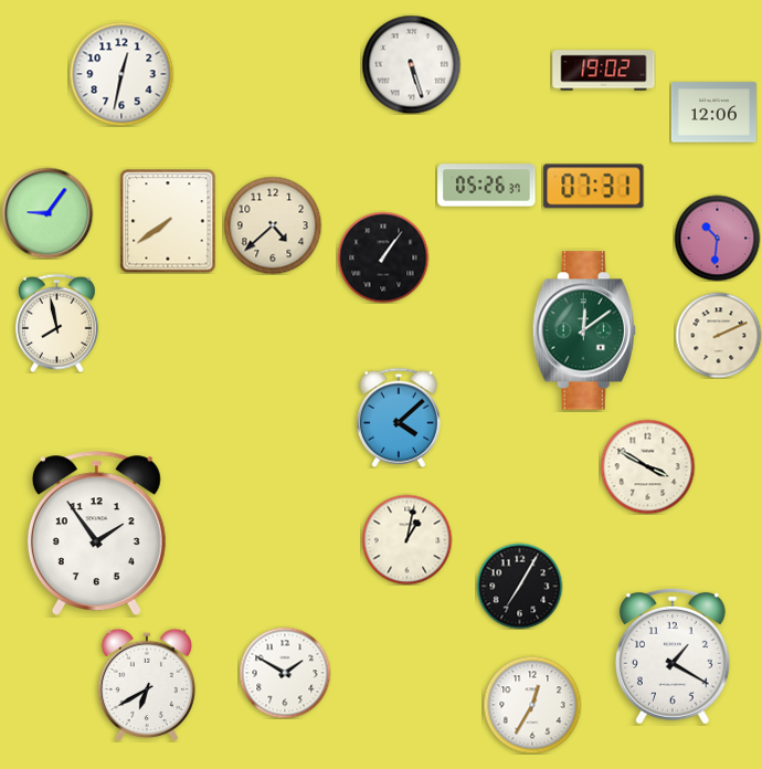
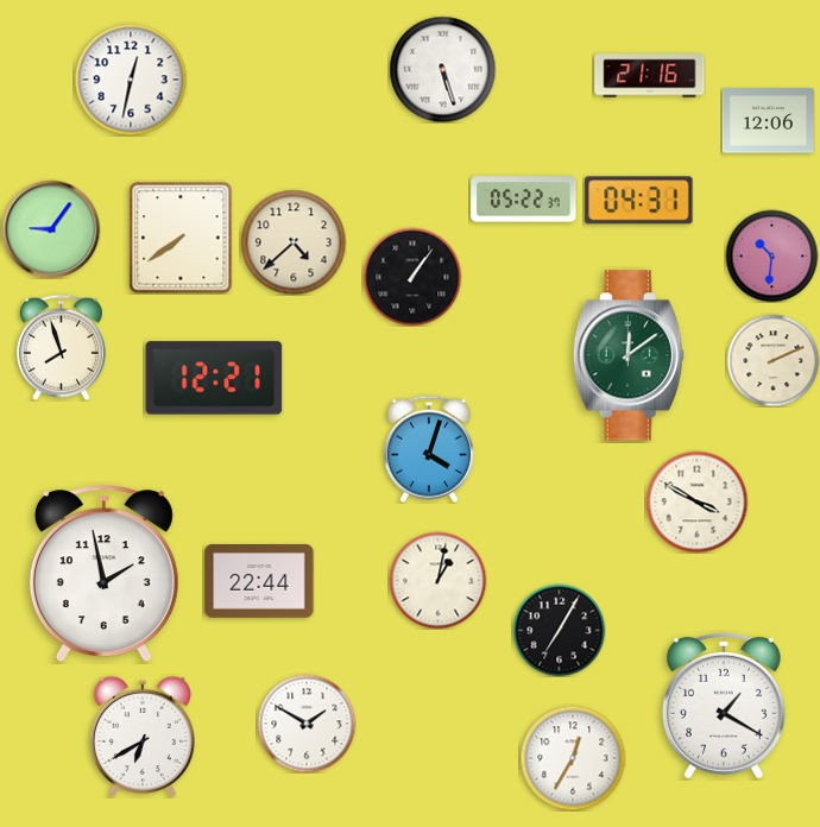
clock at (604, 71): 19:02 -> 21:16
clock at (487, 186): 05:26 -> 05:22
clock at (594, 187): 07:31 -> 04:31
clock at (56, 323): 7:58 -> 7:57
clock at (214, 378): none -> 12:21
clock at (399, 418): 4:08 -> 4:03
clock at (96, 534): 1:54 -> 1:58
clock at (259, 582): none -> 22:44
clock at (147, 684) position: (147, 684) -> (143, 736)
